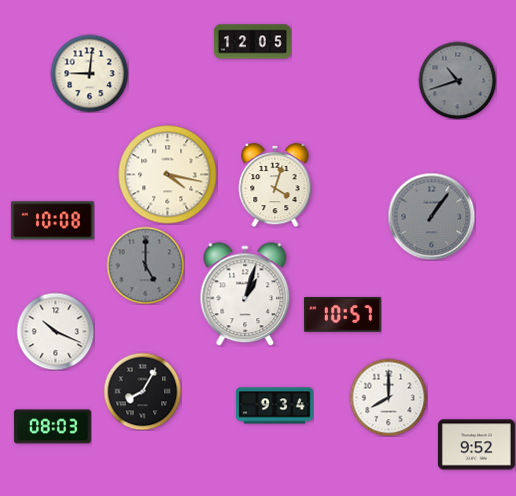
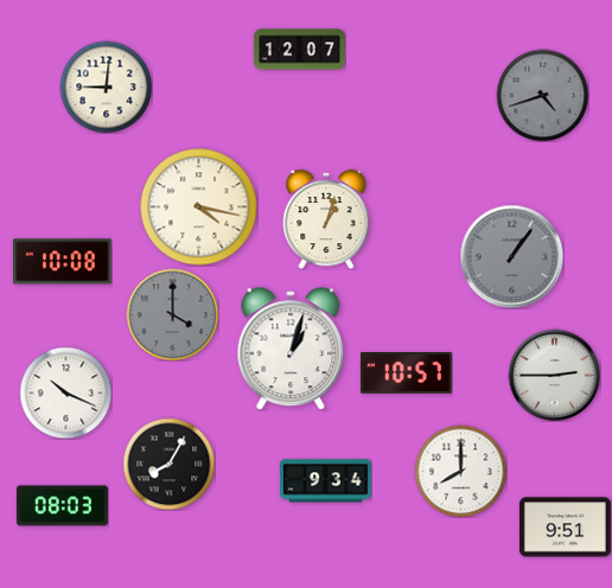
clock at (252, 42): 12:05 -> 12:07
clock at (457, 80): 10:42 -> 4:42
clock at (275, 185): 4:03 -> 1:03
clock at (145, 265): 5:00 -> 4:00
clock at (554, 375): none -> 2:45
clock at (476, 445): 9:52 -> 9:51
